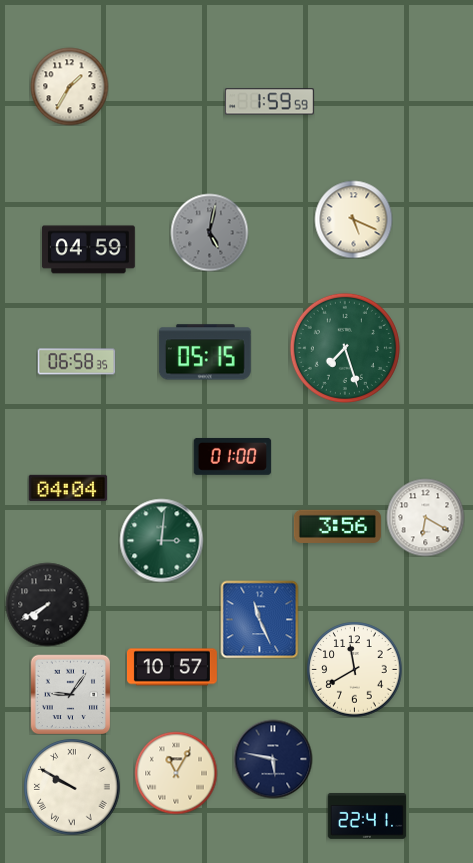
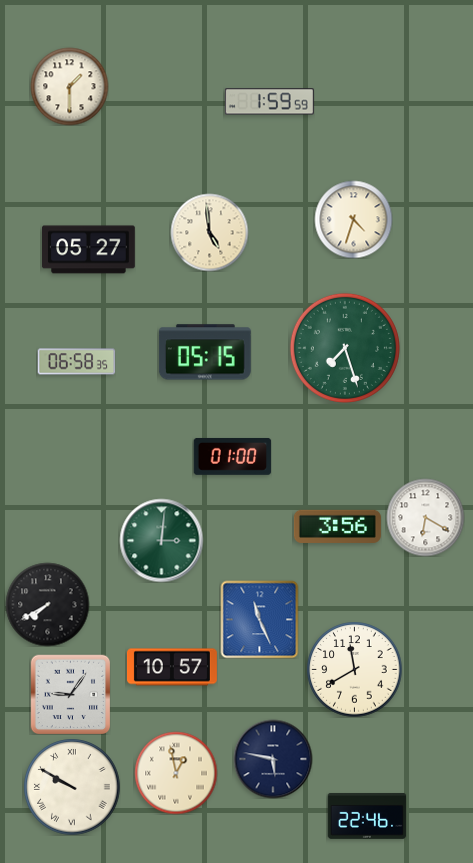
clock at (69, 86): 1:35 -> 1:30
clock at (353, 219): 5:19 -> 4:33
clock at (209, 232): 5:02 -> 4:59
clock at (209, 232) dial: grey -> cream
clock at (89, 250): 04:59 -> 05:27
clock at (68, 488): 04:04 -> none
clock at (176, 773): 11:05 -> 12:58
clock at (367, 816): 22:41 -> 22:46
